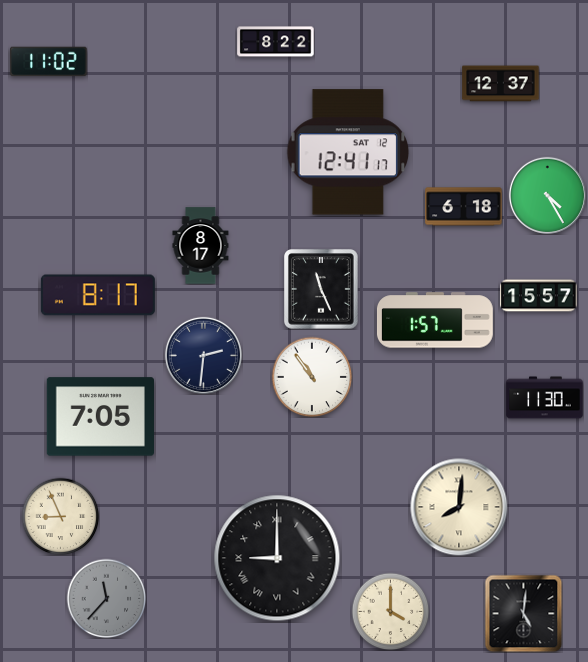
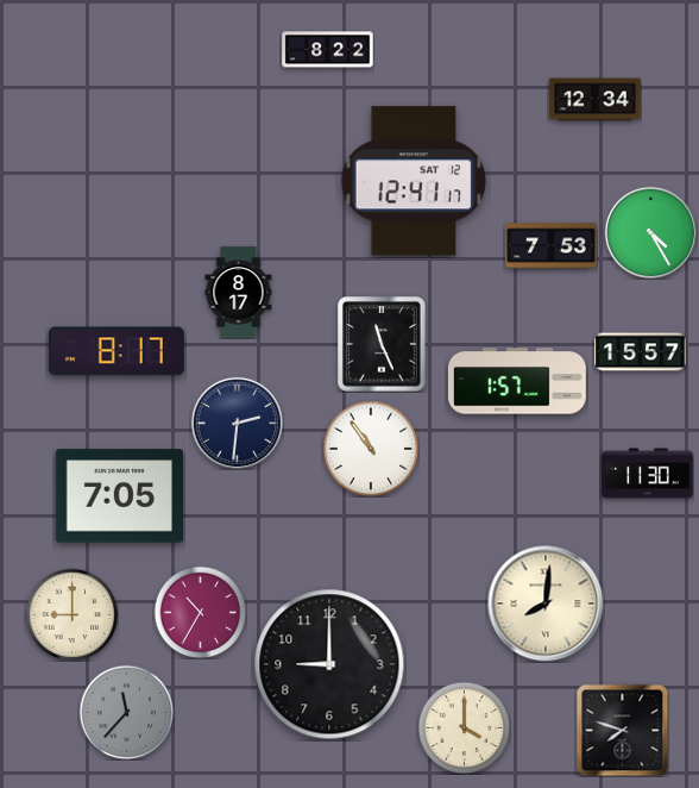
clock at (49, 62): 11:02 -> none
clock at (501, 84): 12:37 -> 12:34
clock at (464, 207): 6:18 -> 7:53
clock at (203, 355) position: (203, 355) -> (237, 423)
clock at (200, 612): none -> 10:35
clock at (60, 516): 8:56 -> 9:00
clock at (277, 558) numerals: Roman -> Arabic
clock at (523, 613): 5:01 -> 7:48
